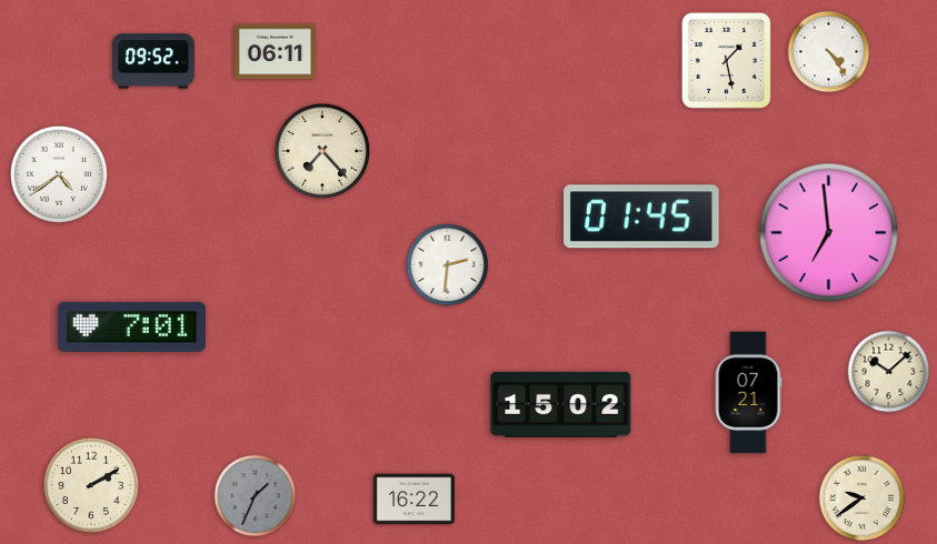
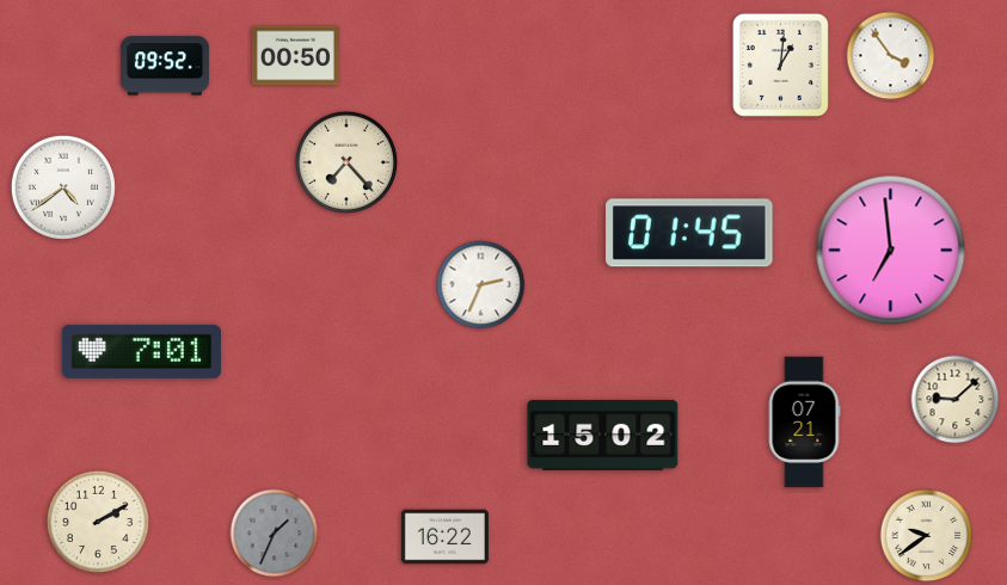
clock at (275, 52): 06:11 -> 00:50
clock at (829, 52): 4:24 -> 3:54
clock at (726, 60): 1:28 -> 1:01
clock at (448, 265): 2:31 -> 2:34
clock at (889, 372): 10:08 -> 9:08
